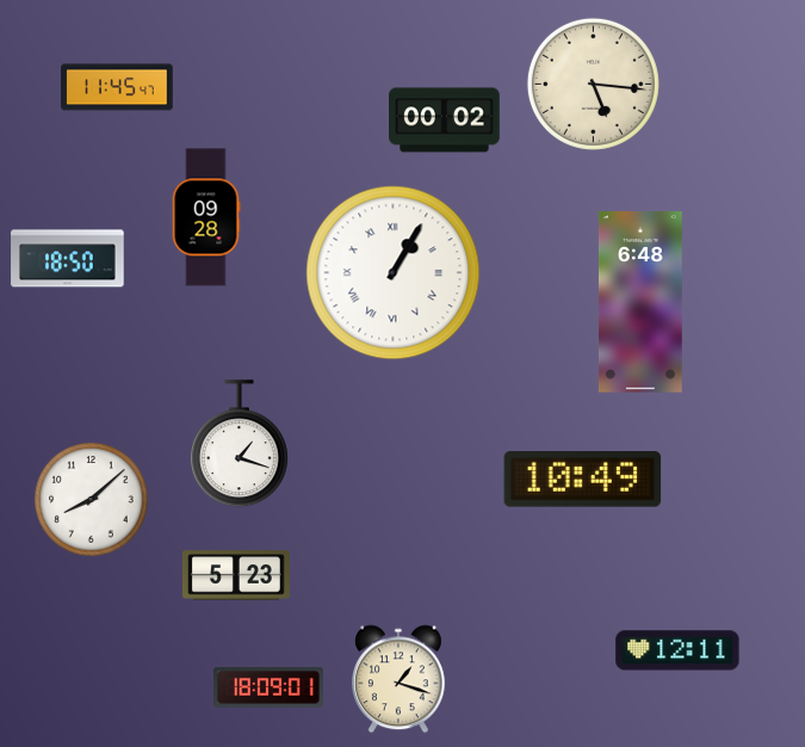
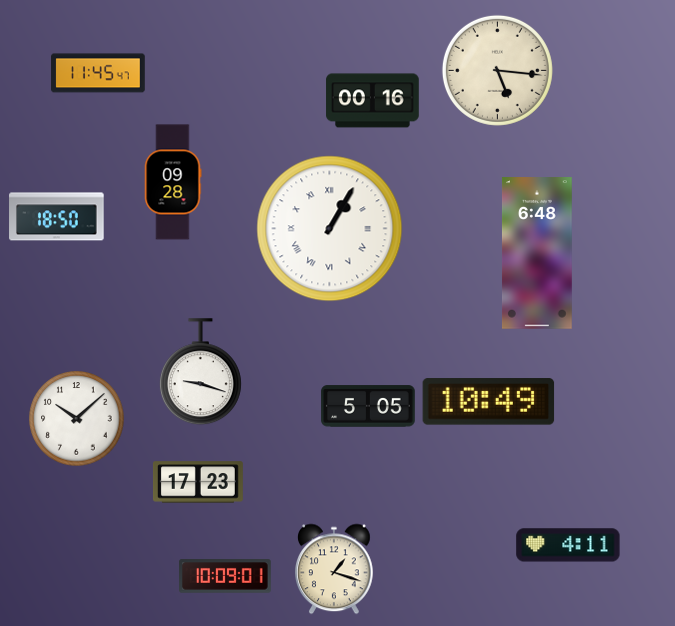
clock at (445, 121): 00:02 -> 00:16
clock at (239, 444): 1:18 -> 9:18
clock at (368, 406): none -> 5:05
clock at (91, 499): 8:08 -> 10:08
clock at (236, 575): 5:23 -> 17:23
clock at (677, 650): 12:11 -> 4:11
clock at (268, 687): 18:09 -> 10:09
